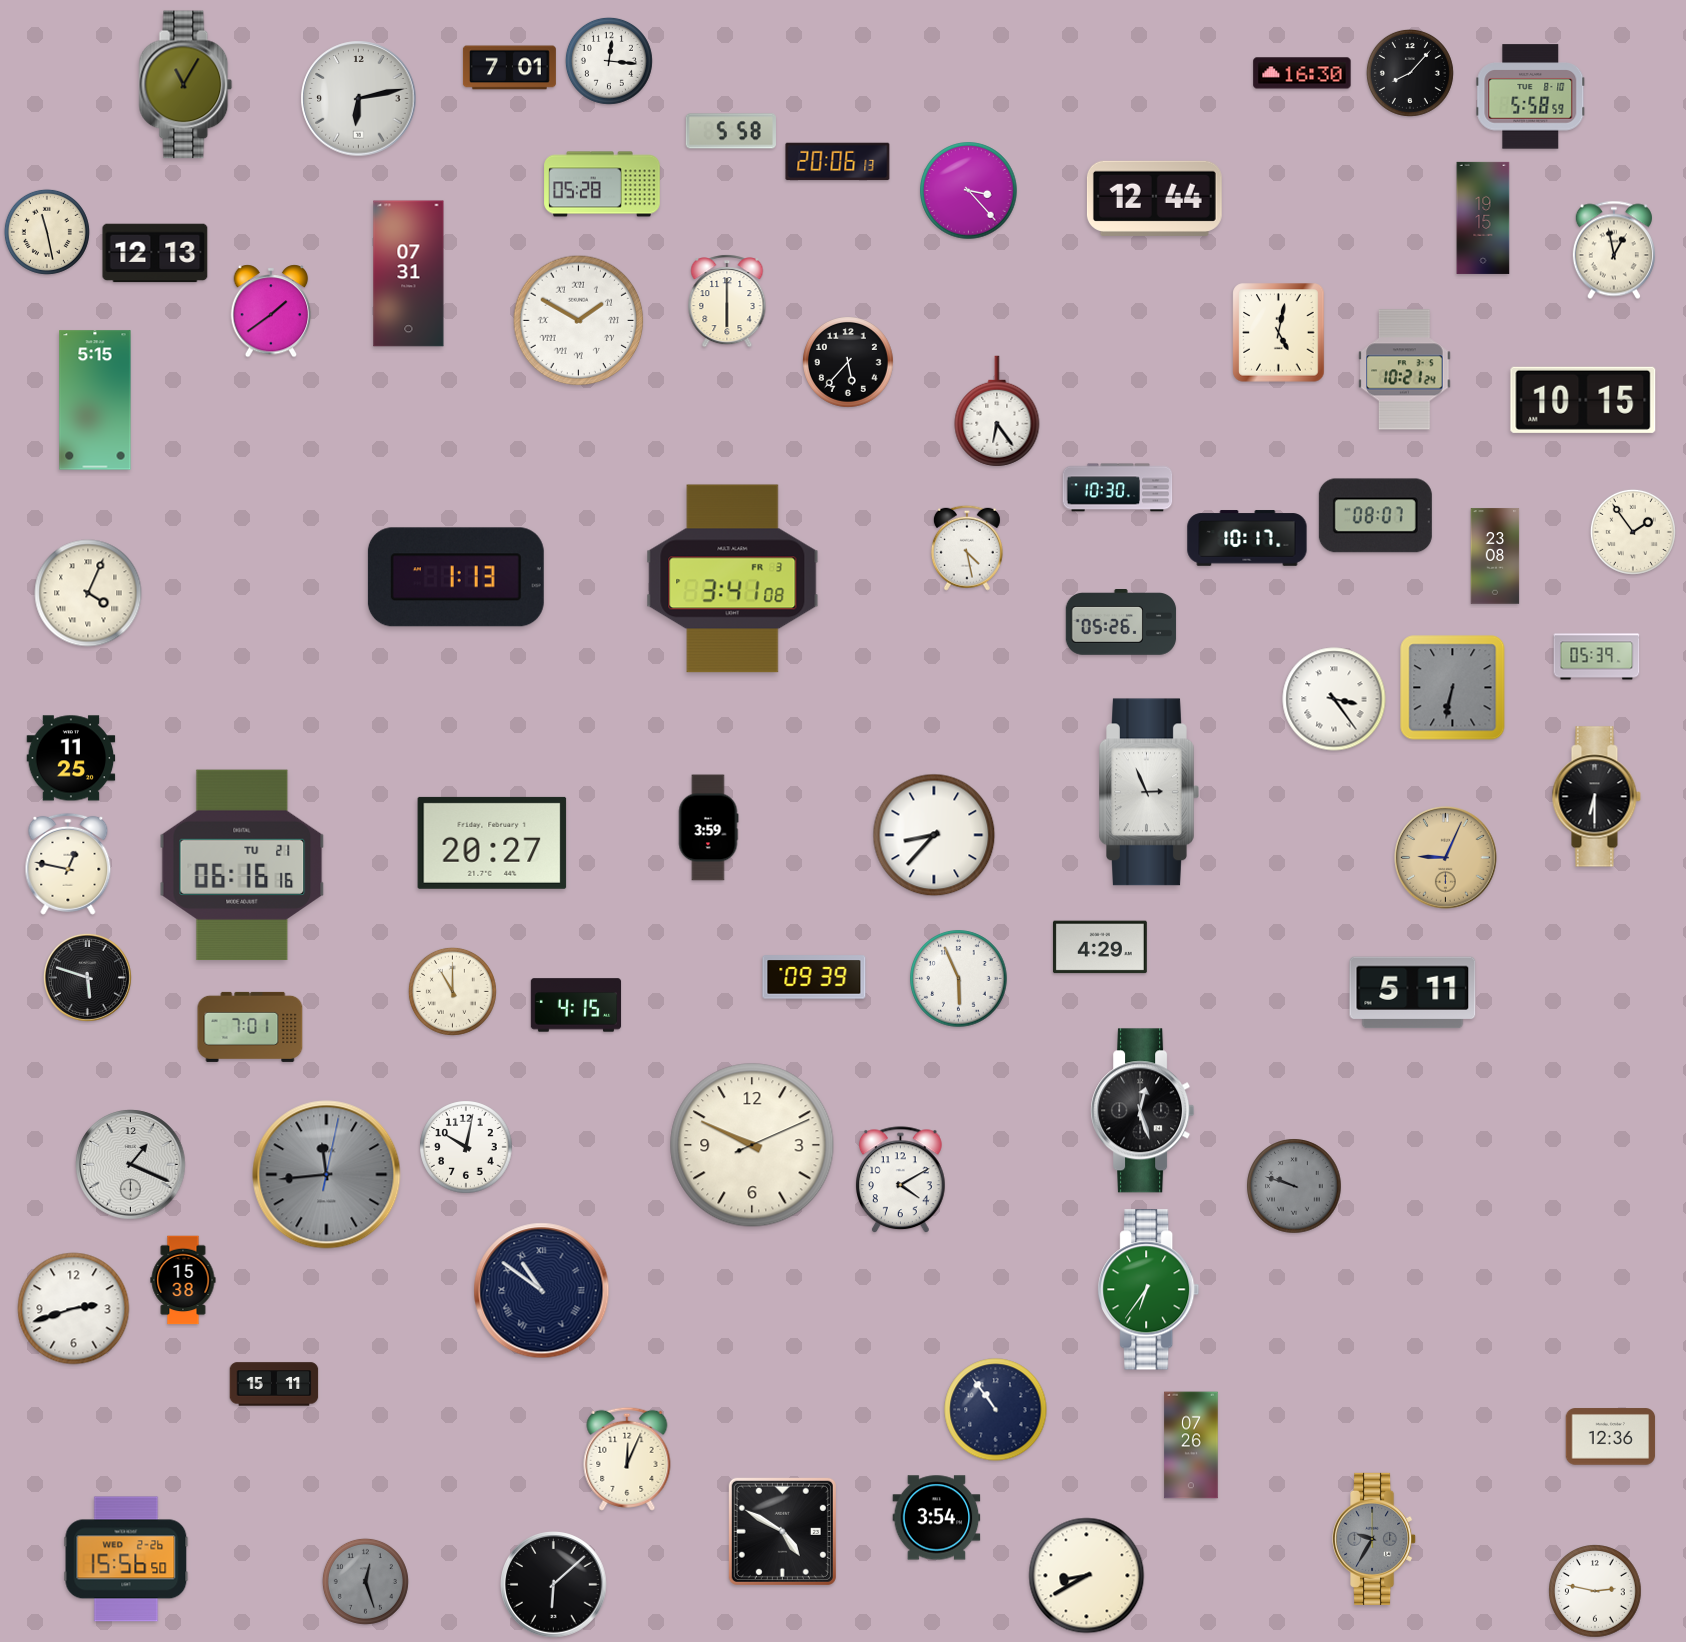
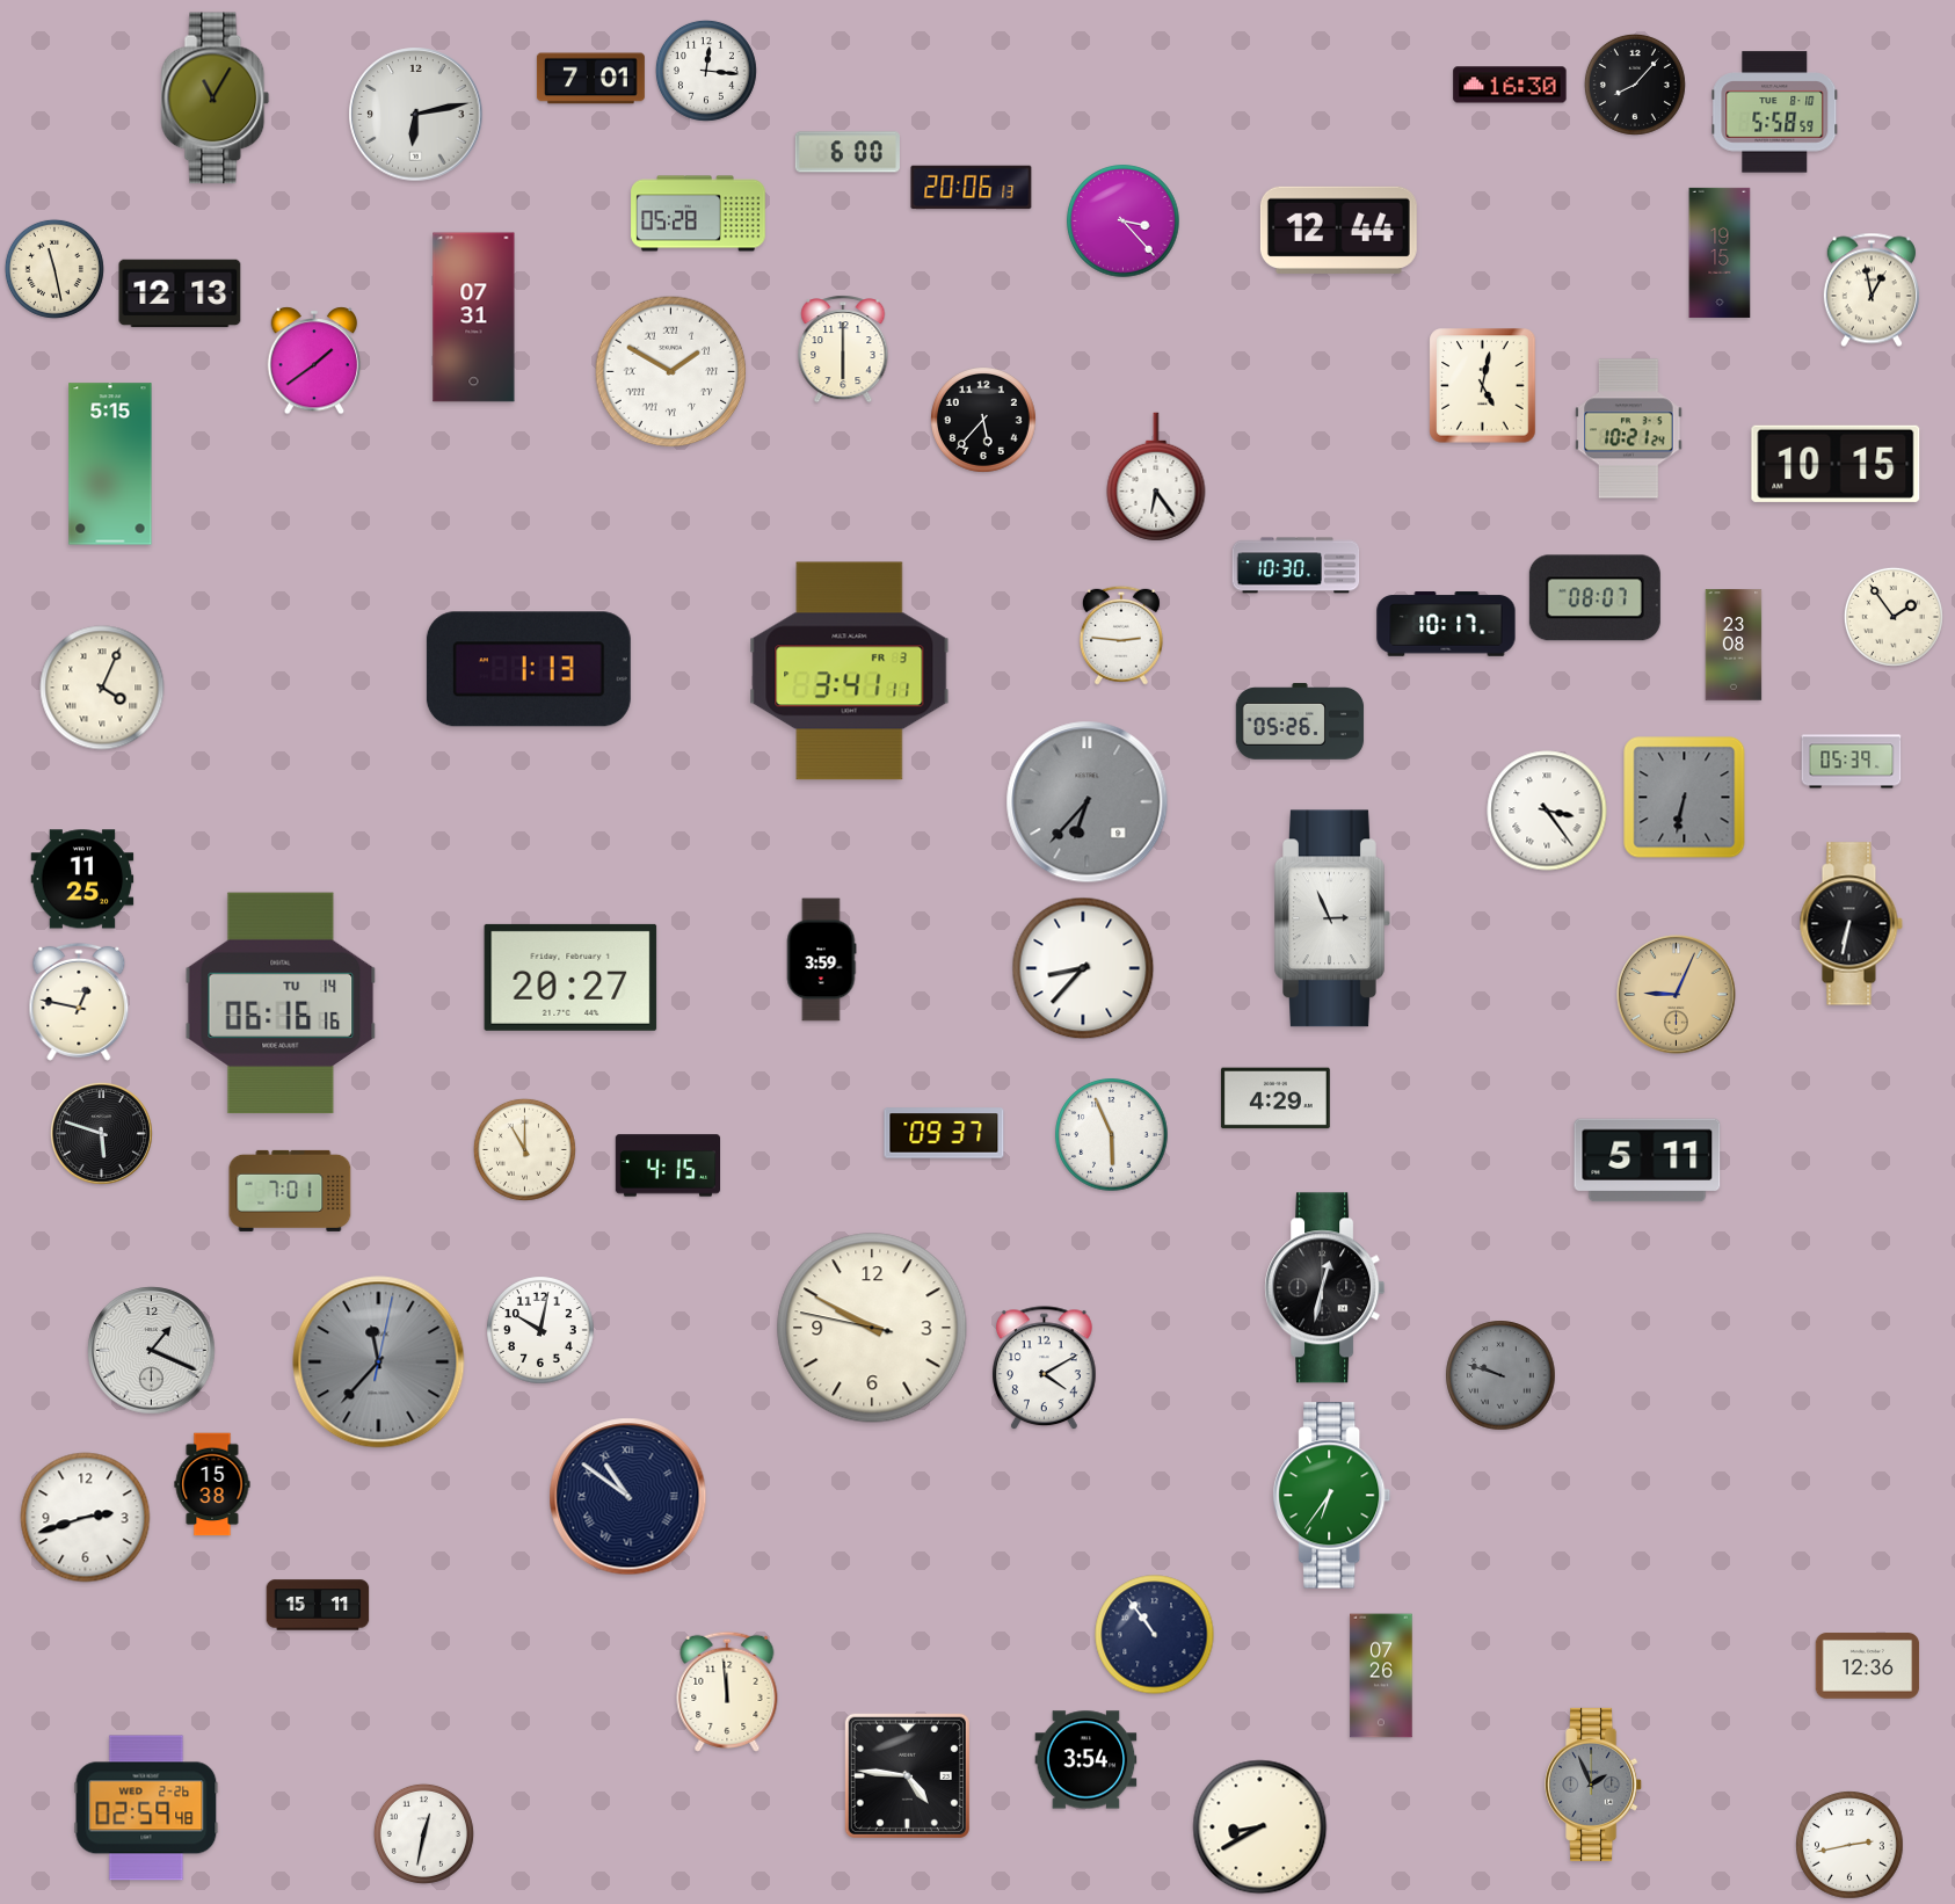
clock at (731, 131): 5:58 -> 6:00
clock at (967, 548): 4:28 -> 2:46
clock at (733, 579): 3:41:08 -> 3:41:11
clock at (1088, 802): none -> 6:37
clock at (1596, 797): 6:30 -> 6:32
clock at (242, 865) date: TU 21 -> TU 14
clock at (814, 977): 09:39 -> 09:37
clock at (1413, 993) position: (1413, 993) -> (1648, 1161)
clock at (1143, 1111): 12:27 -> 12:32
clock at (752, 1145): 9:49:11 -> 9:49:47
clock at (327, 1175): 11:44 -> 11:37
clock at (627, 1459): 12:04 -> 11:59
clock at (782, 1531): 4:50 -> 4:46
clock at (1375, 1539): 9:35 -> 1:56
clock at (126, 1559): 15:56 -> 02:59
clock at (365, 1581): 12:27 -> 12:32
clock at (365, 1581) dial: grey -> white
clock at (554, 1585): 6:08 -> none
clock at (1595, 1591): 2:47 -> 2:43
